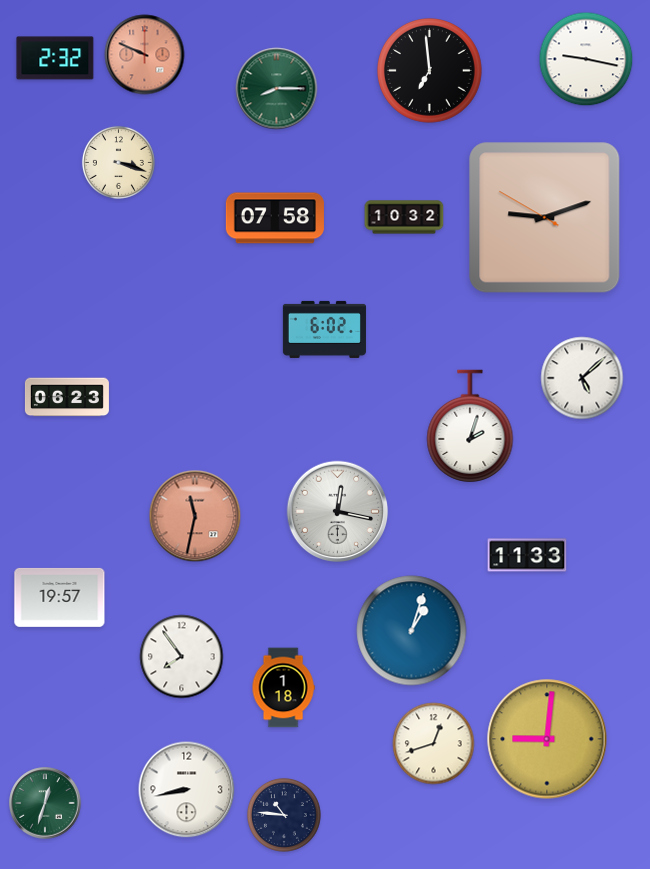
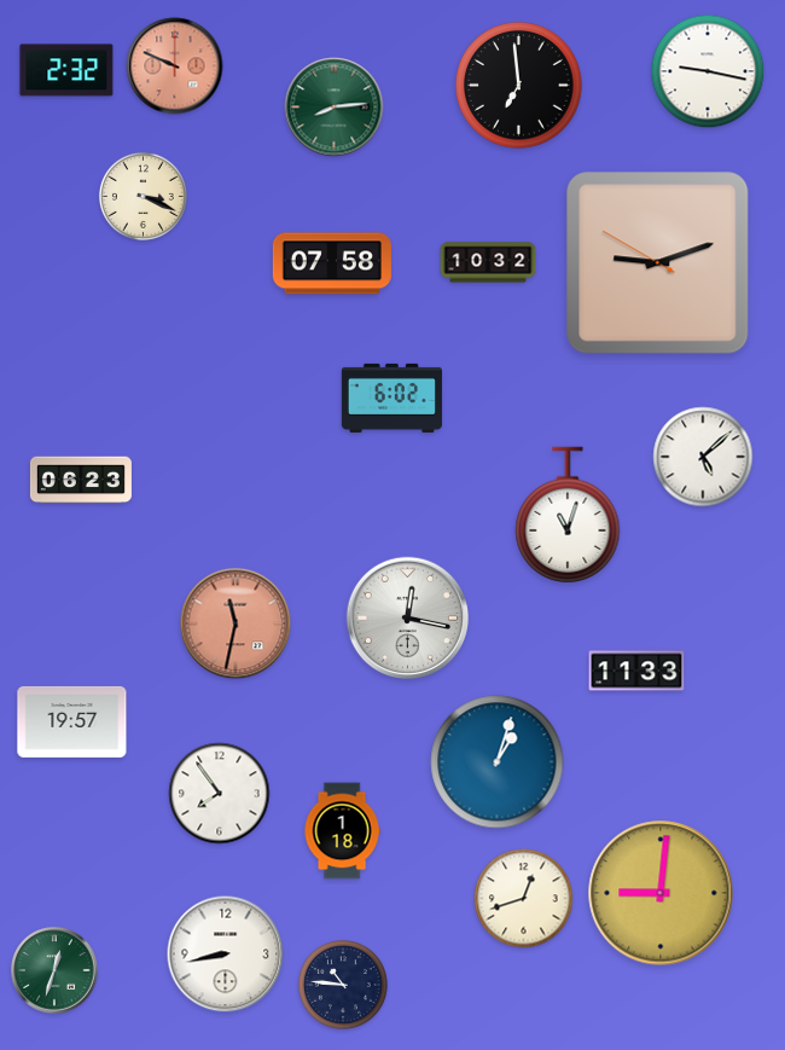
clock at (277, 89): 8:15 -> 8:14
clock at (118, 162): 3:18 -> 3:19
clock at (470, 426): 2:03 -> 11:03
